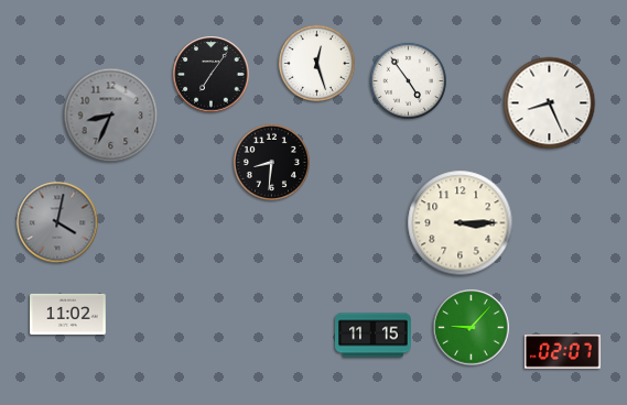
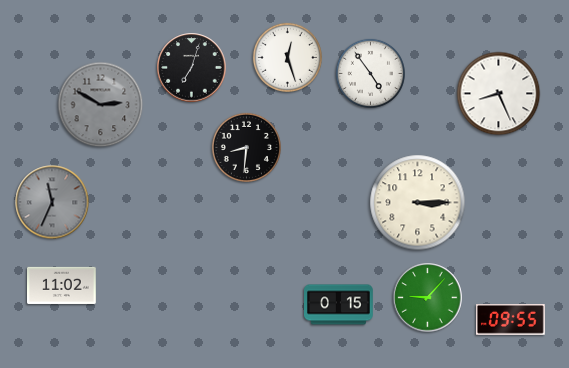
clock at (212, 75): 7:06 -> 7:03
clock at (111, 116): 8:34 -> 2:50
clock at (57, 222): 4:02 -> 11:34
clock at (374, 336): 11:15 -> 0:15
clock at (563, 352): 02:07 -> 09:55
